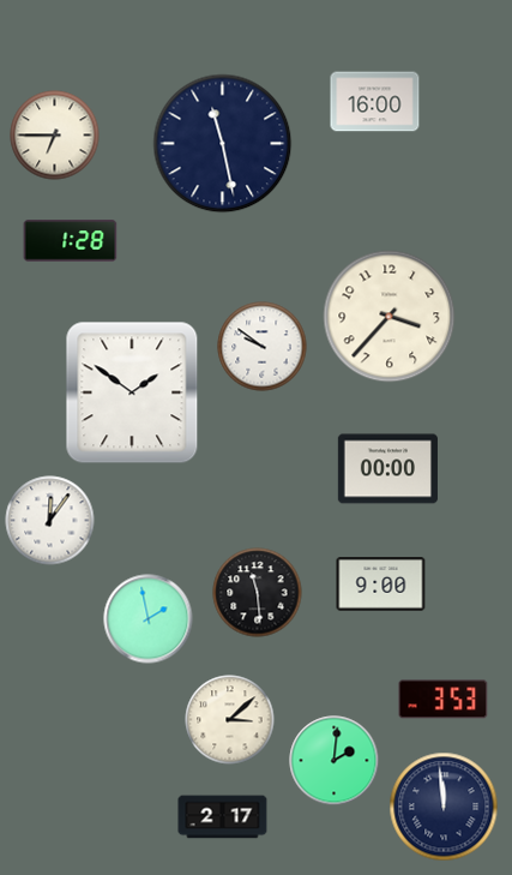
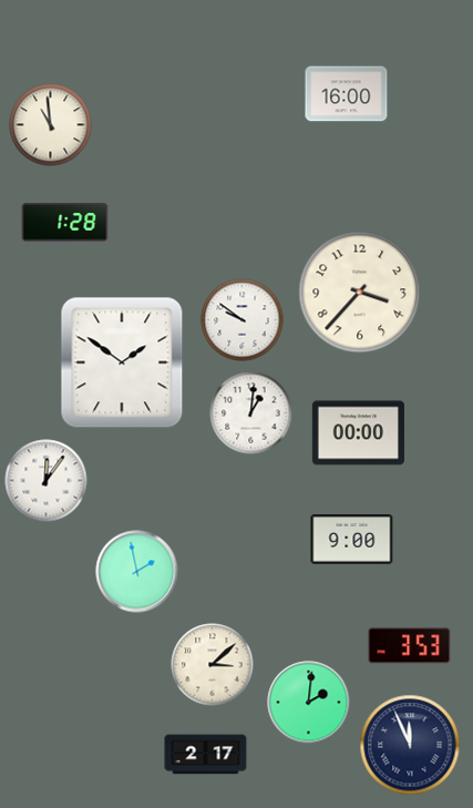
clock at (55, 136): 6:45 -> 10:59
clock at (223, 144): 11:28 -> none
clock at (251, 413): none -> 1:01
clock at (258, 593): 11:29 -> none
clock at (444, 807): 11:59 -> 11:56
